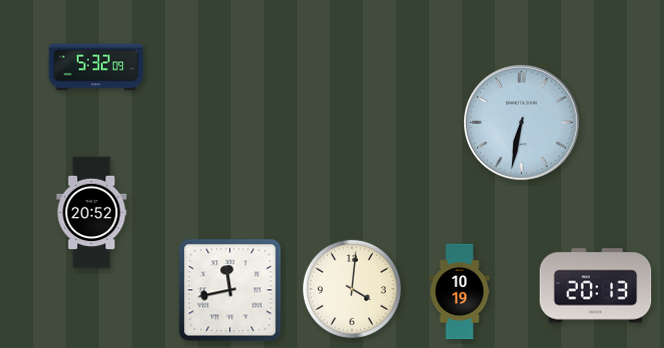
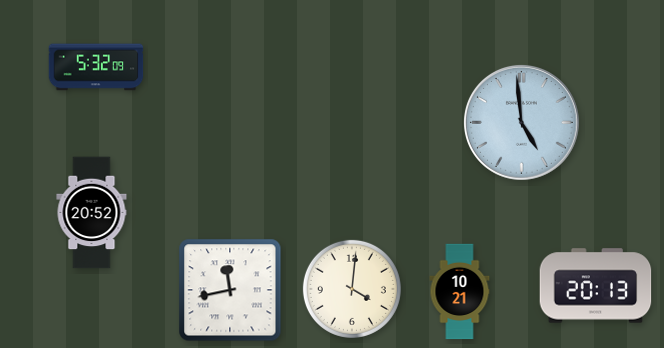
clock at (521, 122): 6:32 -> 4:59
clock at (460, 292): 10:19 -> 10:21
